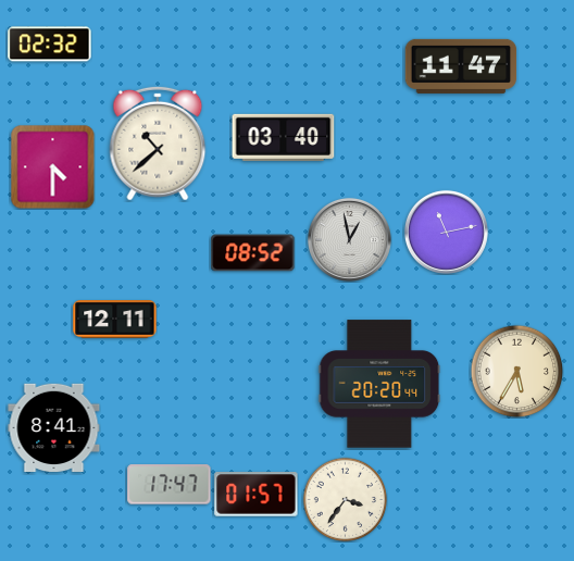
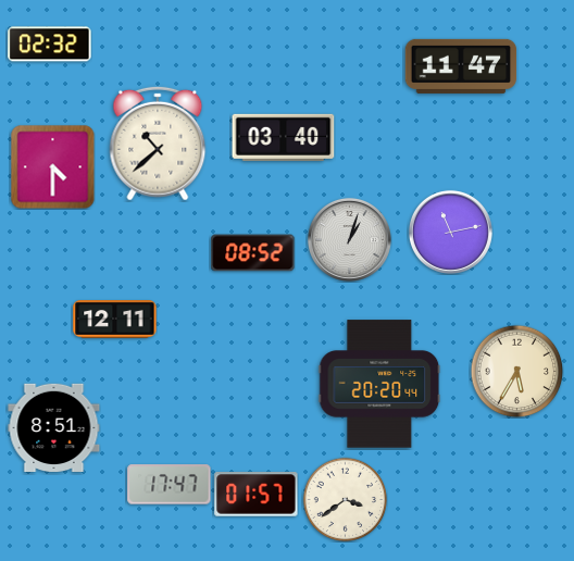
clock at (446, 232) position: (446, 232) -> (450, 232)
clock at (349, 239): 12:58 -> 1:03
clock at (54, 427): 8:41 -> 8:51
clock at (345, 499): 3:36 -> 3:39
